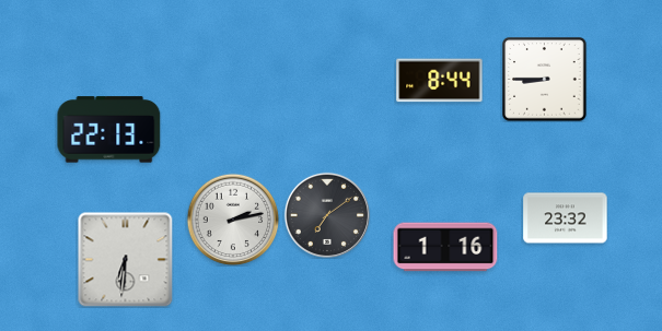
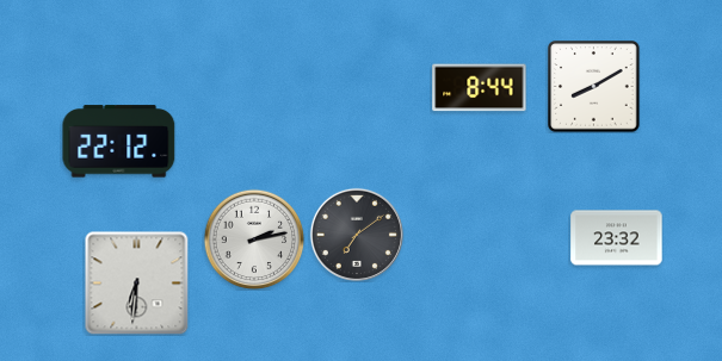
clock at (545, 80): 8:45 -> 8:10
clock at (109, 130): 22:13 -> 22:12
clock at (445, 247): 1:16 -> none
